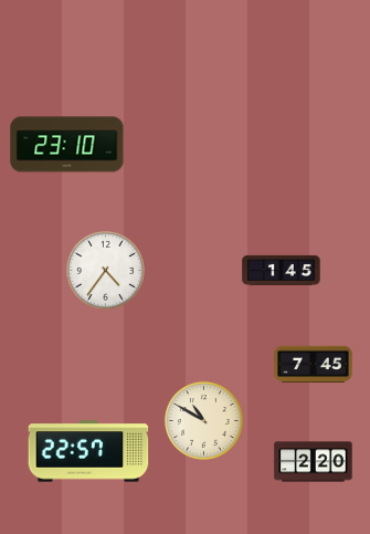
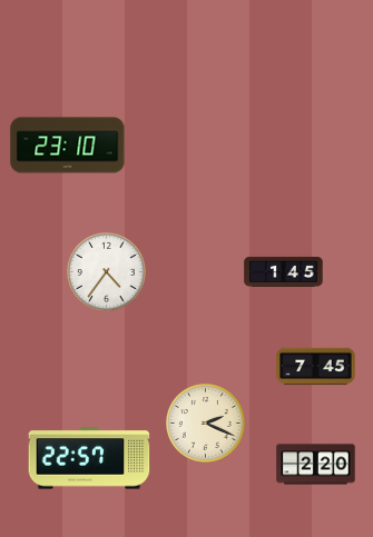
clock at (203, 420): 10:50 -> 2:19
clock at (88, 451) position: (88, 451) -> (89, 458)
